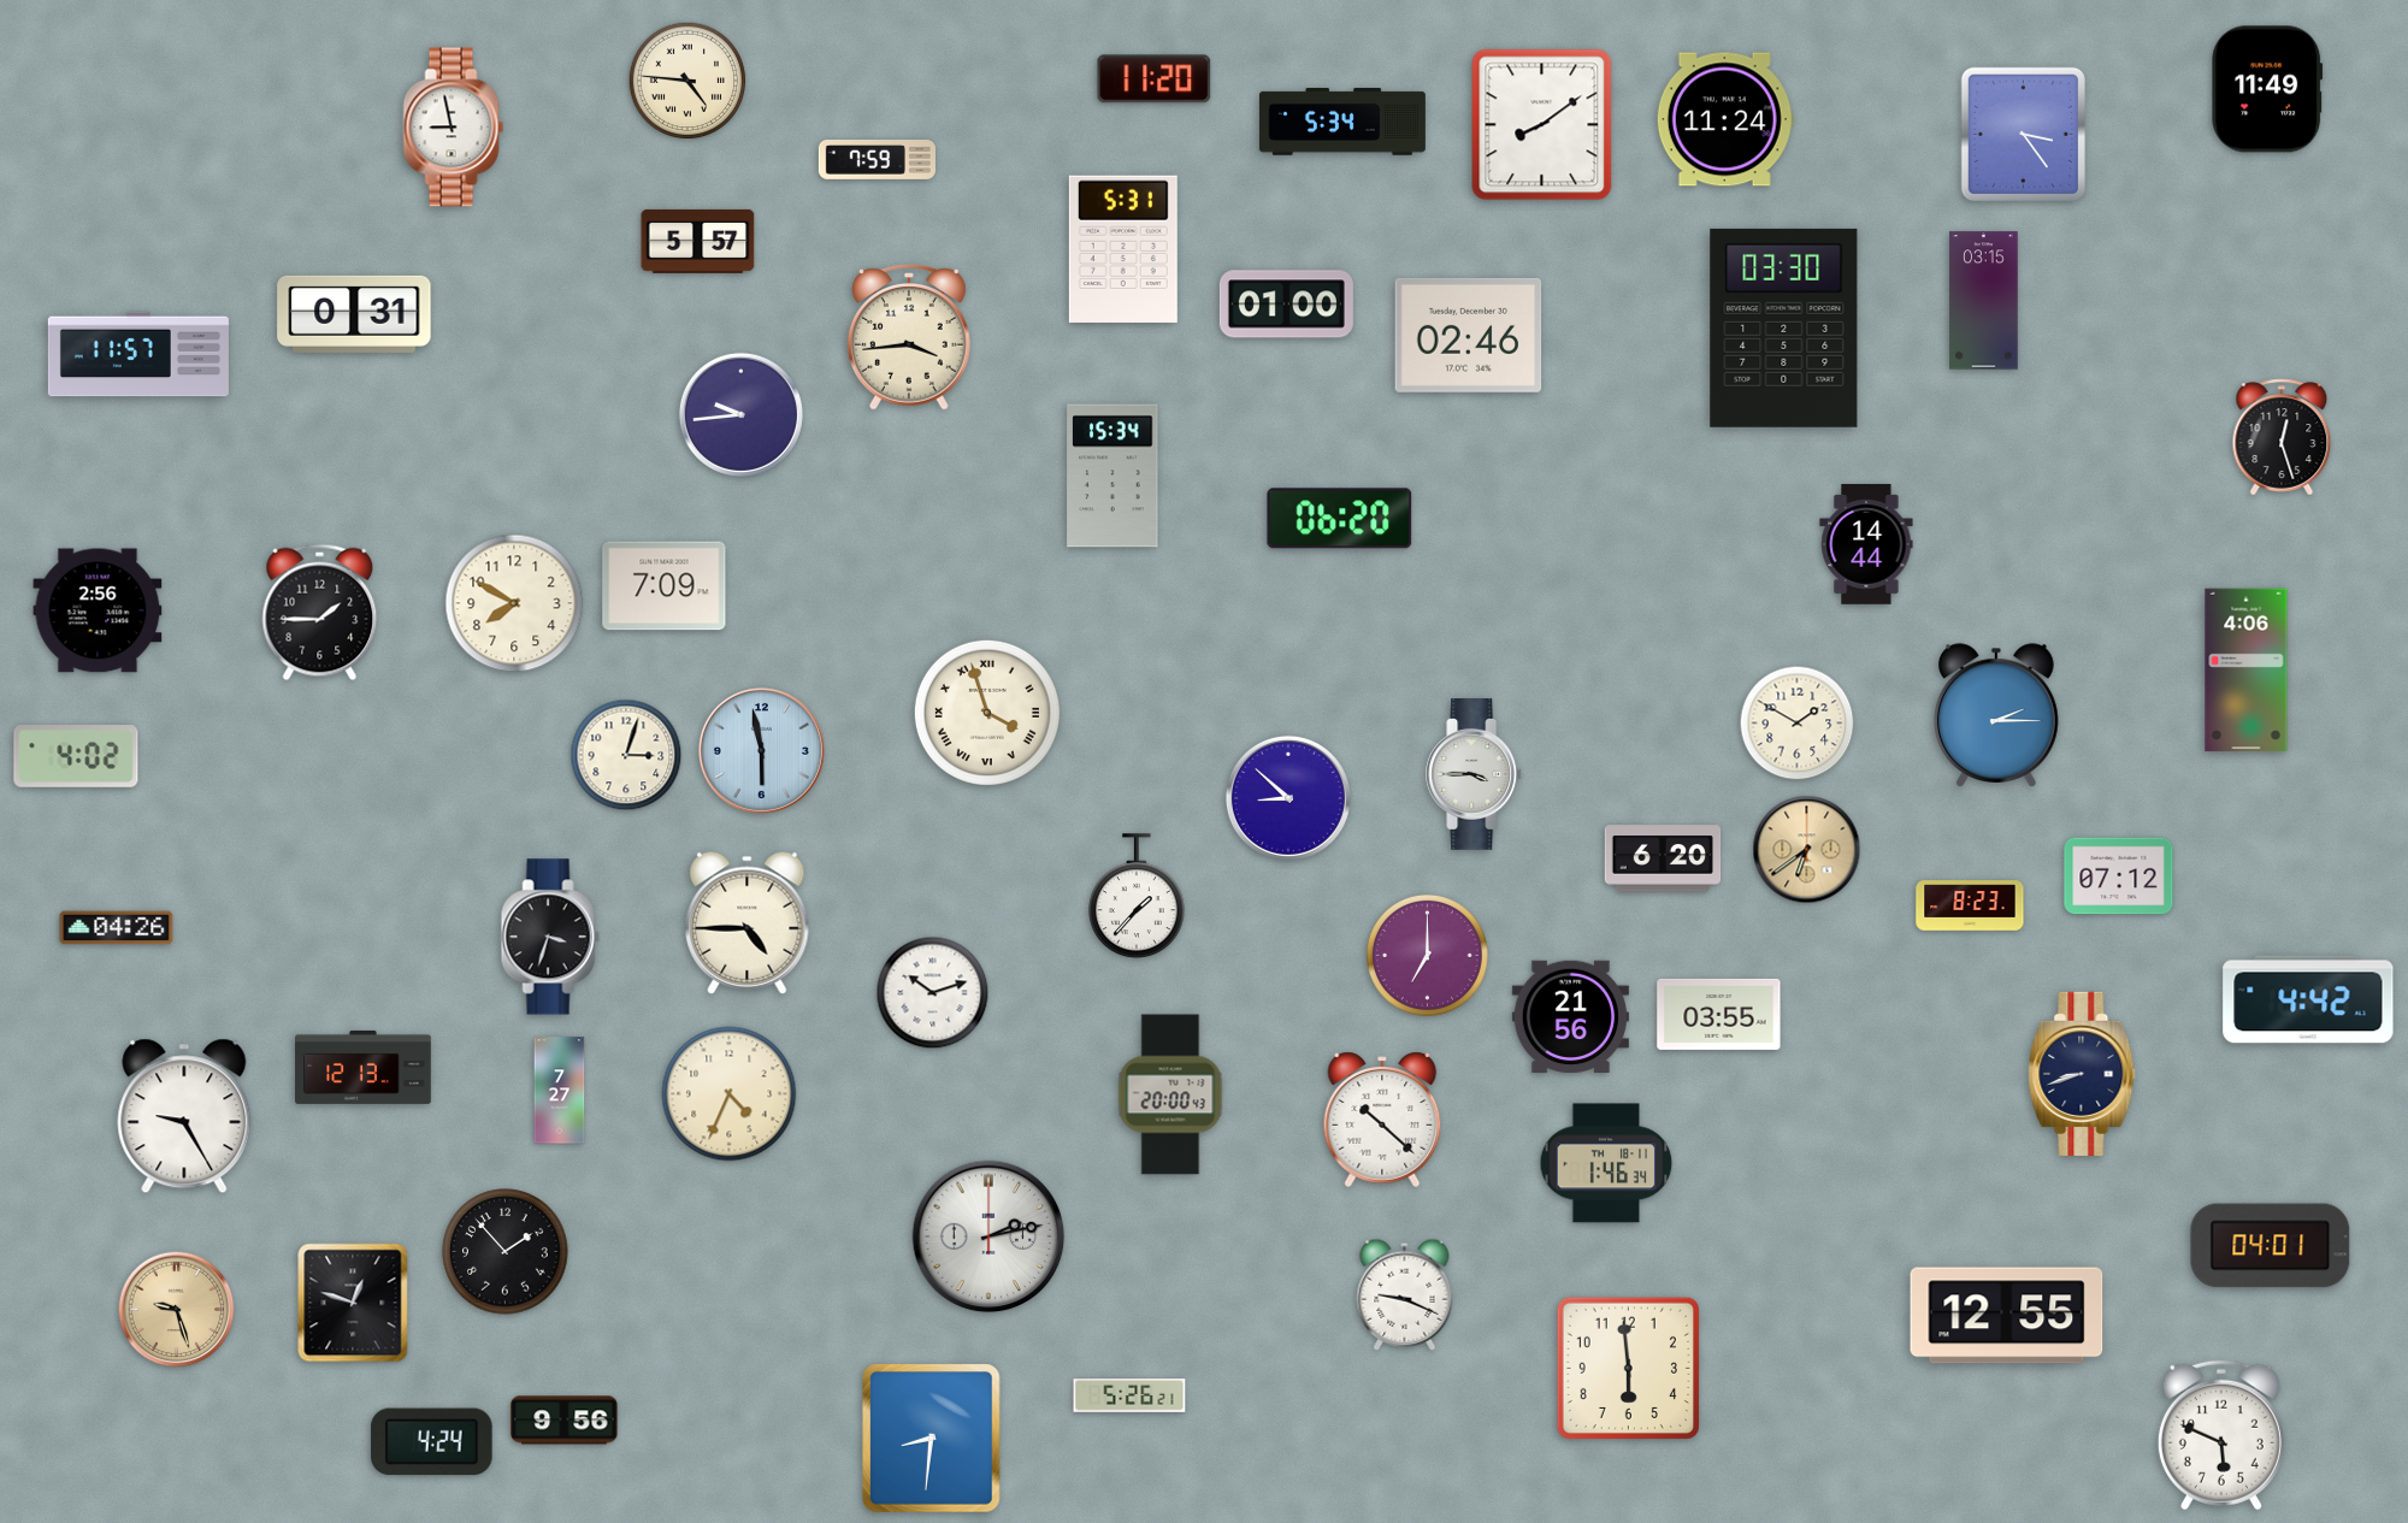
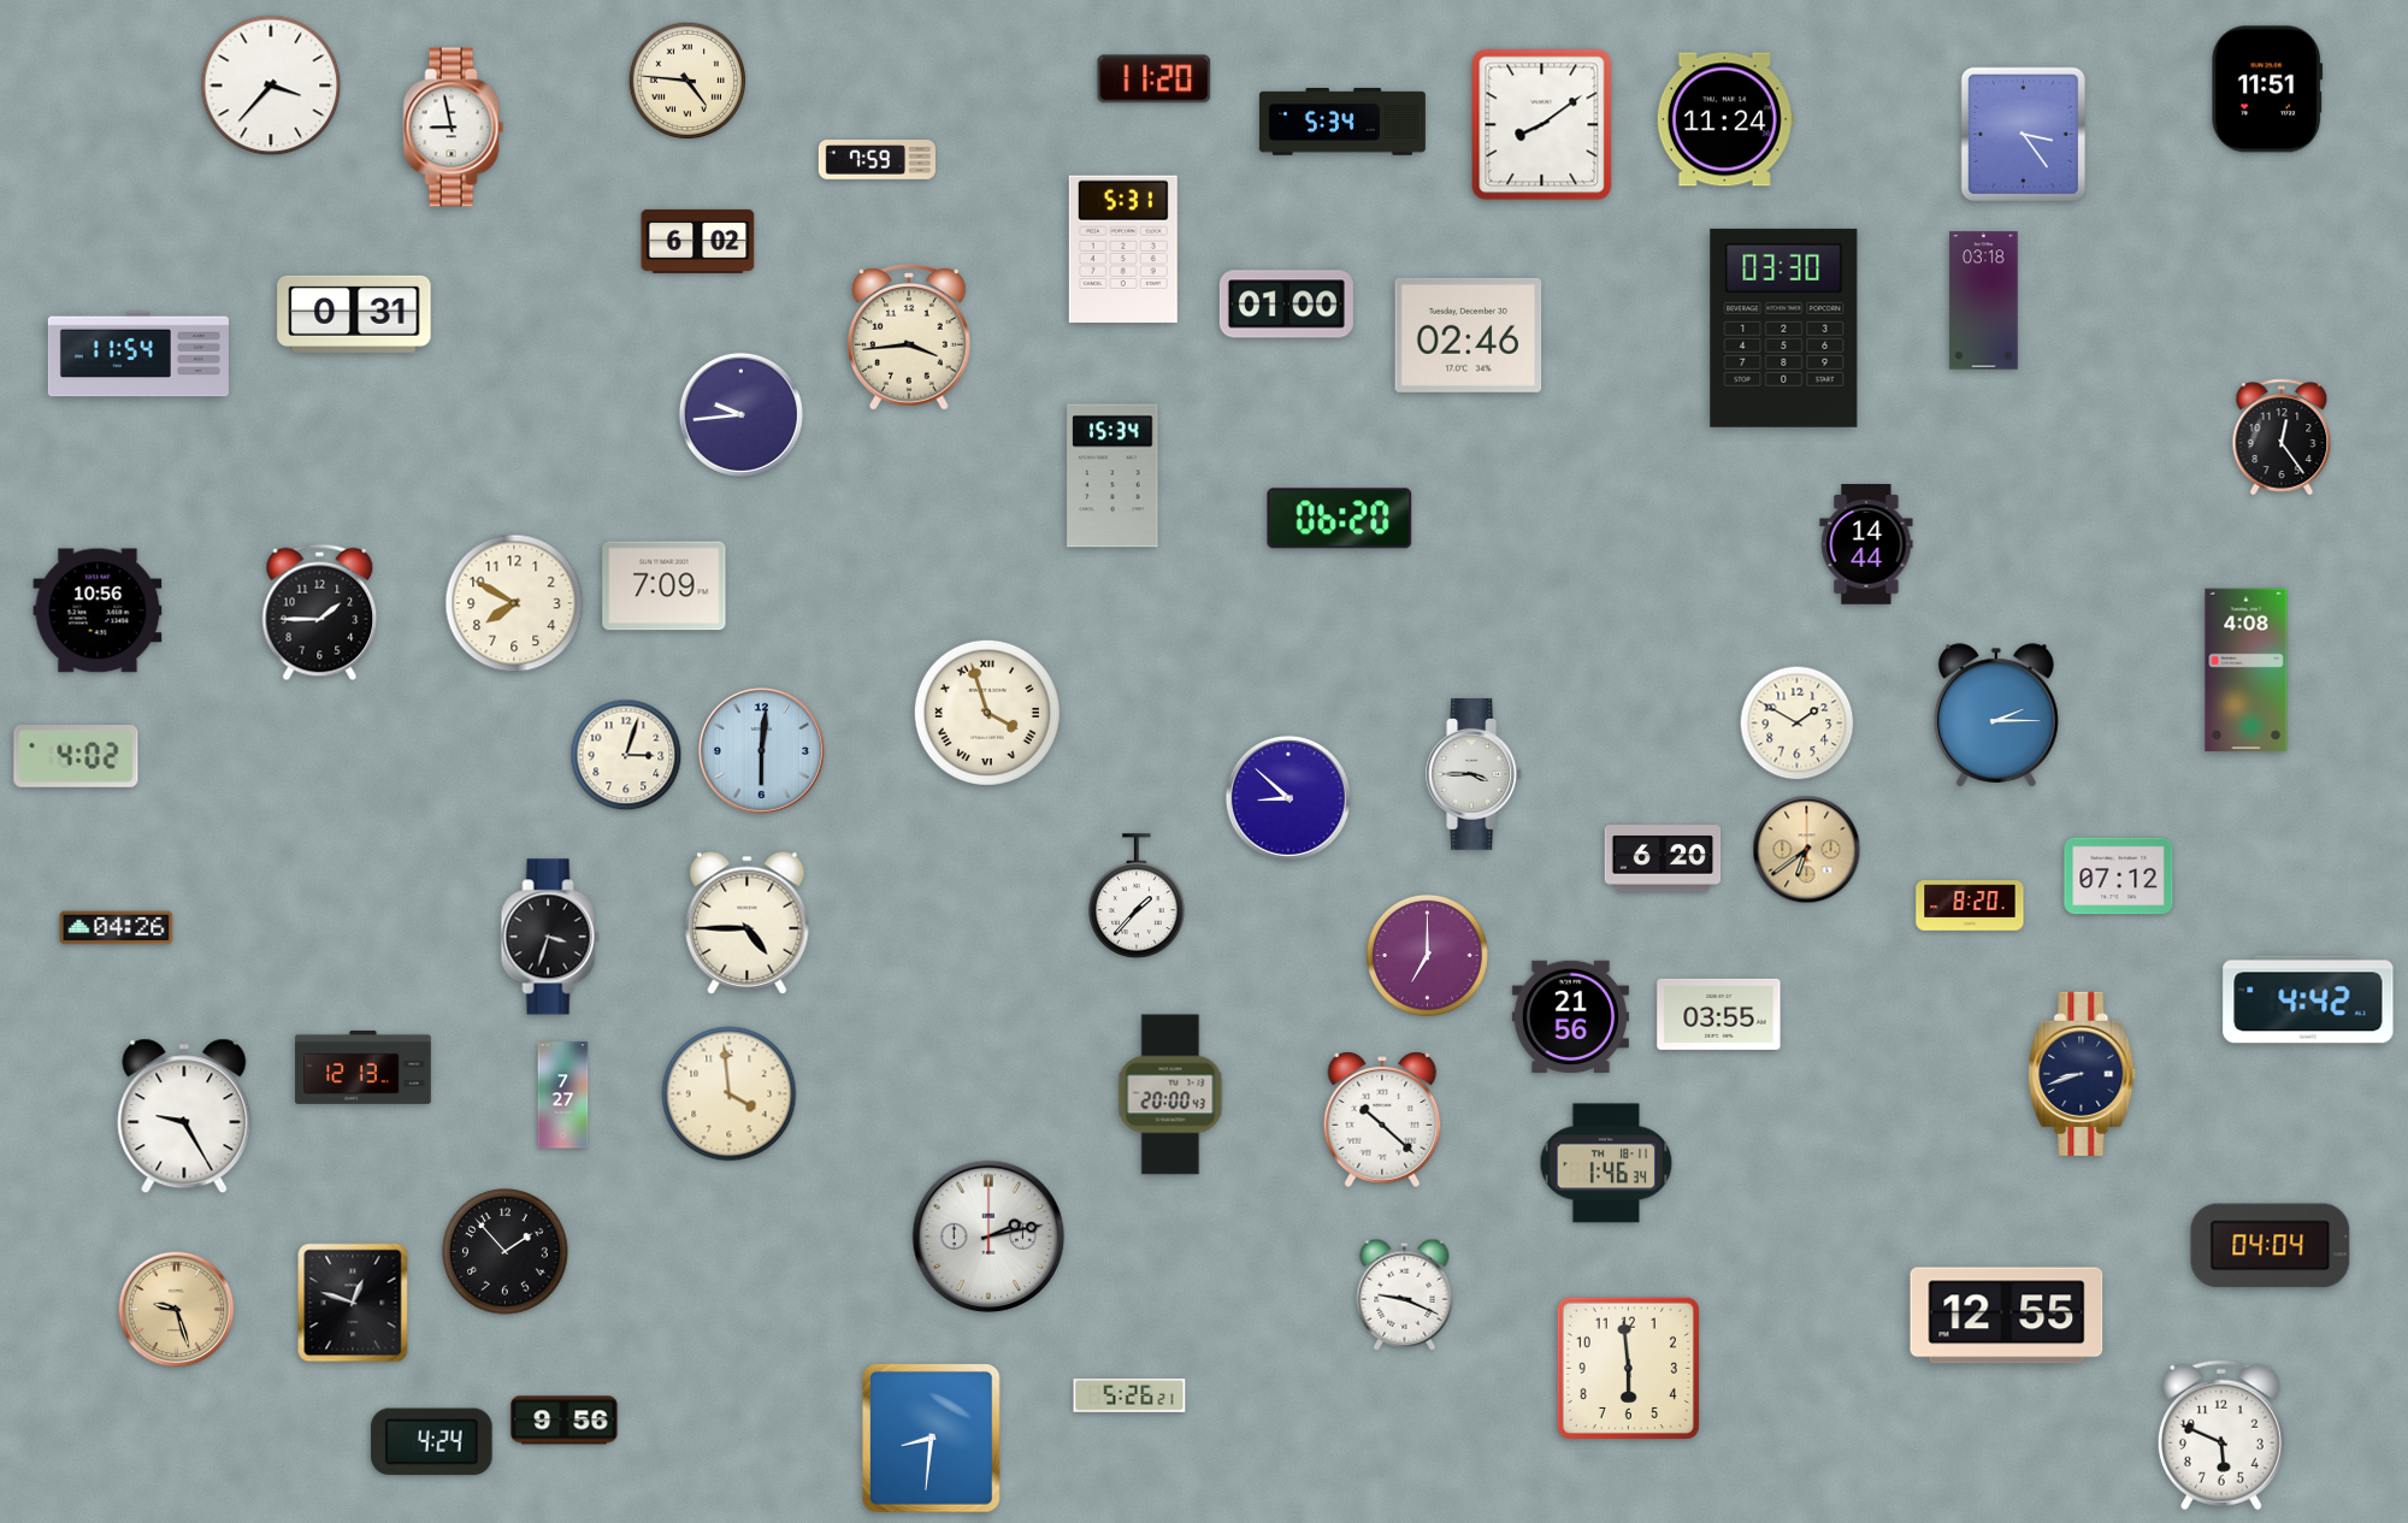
clock at (271, 85): none -> 3:37
clock at (2267, 89): 11:49 -> 11:51
clock at (698, 241): 5:57 -> 6:02
clock at (1984, 301): 03:15 -> 03:18
clock at (138, 354): 11:57 -> 11:54
clock at (2282, 437): 12:27 -> 12:24
clock at (98, 610): 2:56 -> 10:56
clock at (2247, 671): 4:06 -> 4:08
clock at (761, 750): 5:58 -> 6:01
clock at (1970, 905): 8:23 -> 8:20
clock at (933, 993): 10:12 -> none
clock at (560, 1091) position: (560, 1091) -> (563, 1096)
clock at (730, 1094): 4:34 -> 3:59
clock at (2271, 1246): 04:01 -> 04:04
